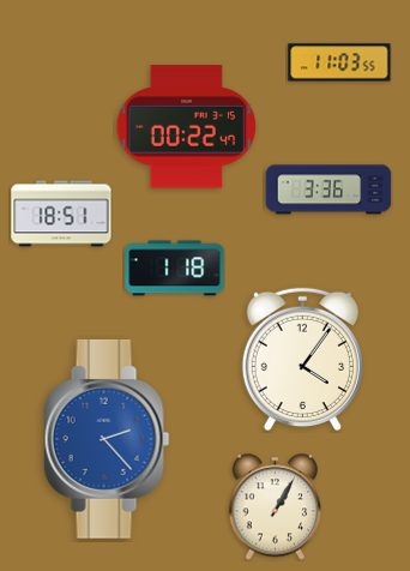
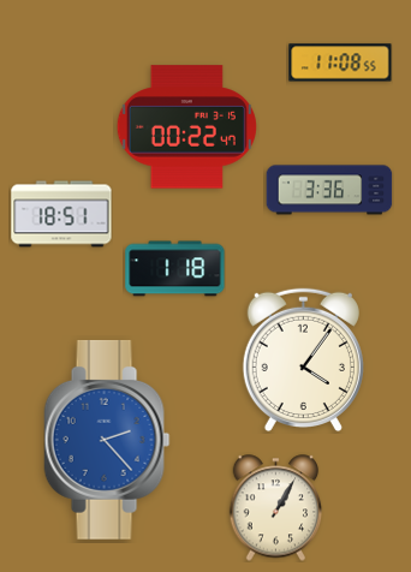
clock at (339, 62): 11:03 -> 11:08
